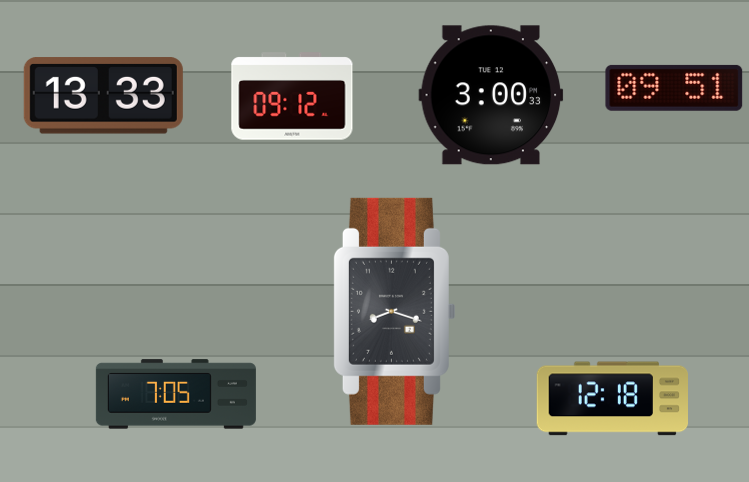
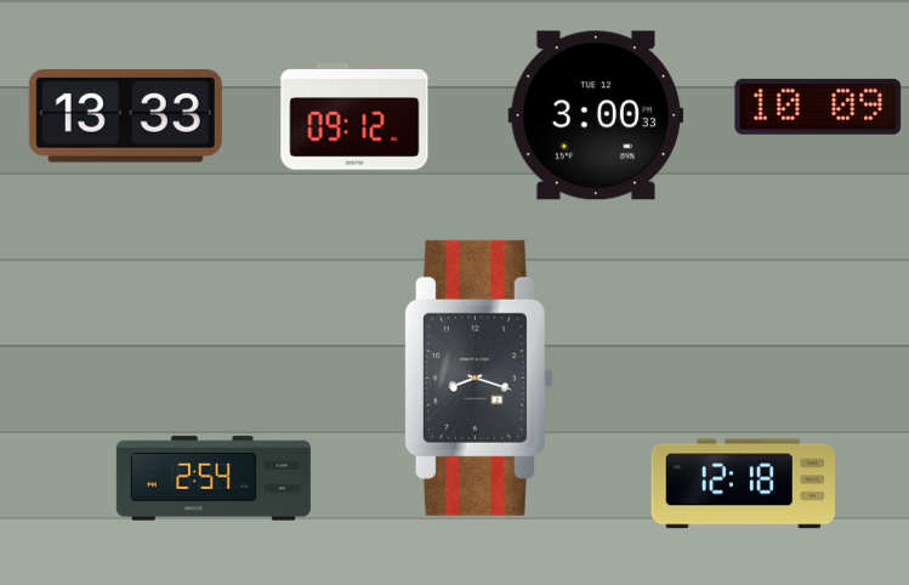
clock at (674, 88): 09:51 -> 10:09
clock at (176, 394): 7:05 -> 2:54
